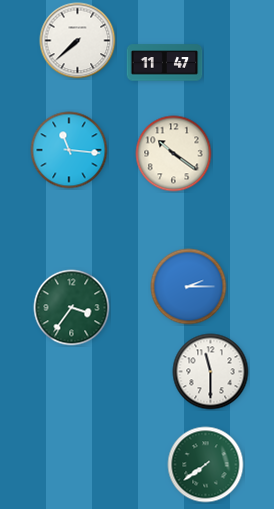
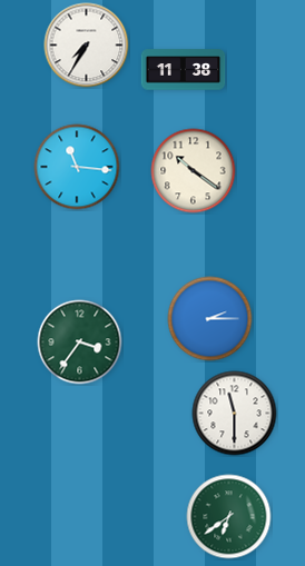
clock at (78, 41): 7:38 -> 7:35
clock at (165, 63): 11:47 -> 11:38
clock at (206, 465): 7:39 -> 6:39
